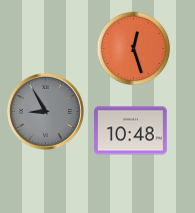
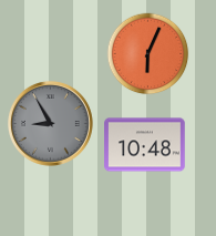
clock at (134, 49): 12:27 -> 6:04
